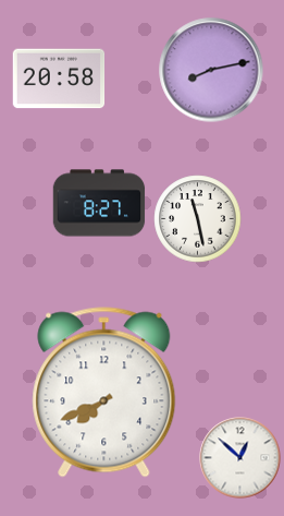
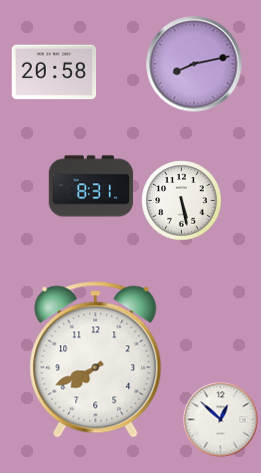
clock at (99, 203): 8:27 -> 8:31
clock at (198, 219): 11:28 -> 5:28
